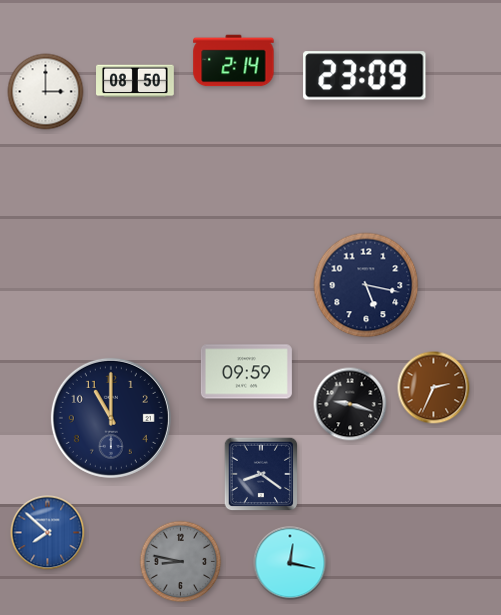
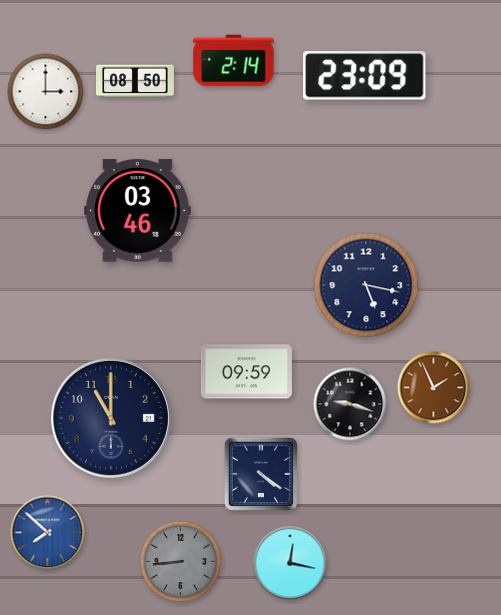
clock at (138, 211): none -> 03:46
clock at (434, 388): 2:34 -> 1:56
clock at (261, 474): 8:21 -> 4:21
clock at (181, 562): 8:47 -> 8:44
